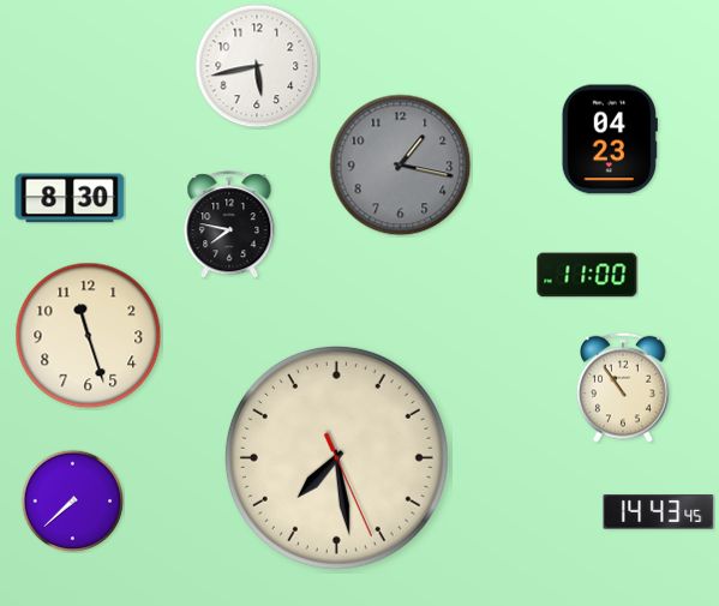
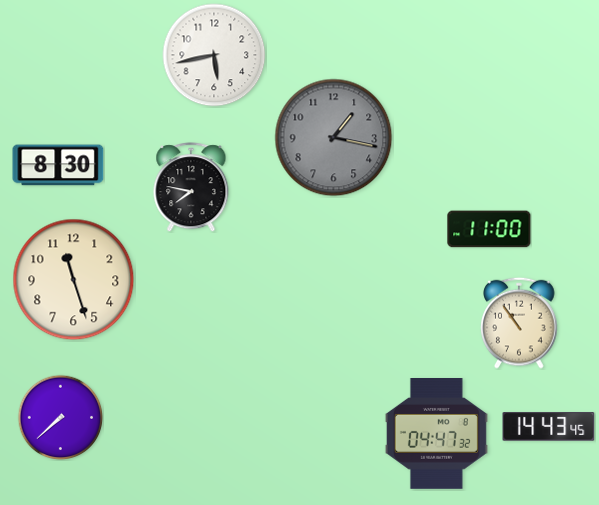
clock at (610, 139): 04:23 -> none
clock at (336, 457): 7:28 -> none
clock at (436, 434): none -> 04:47
